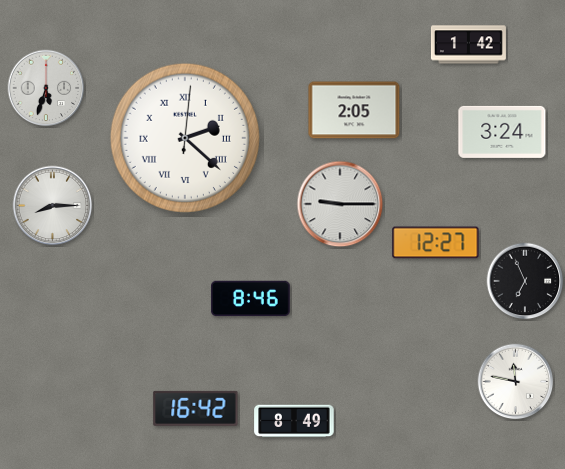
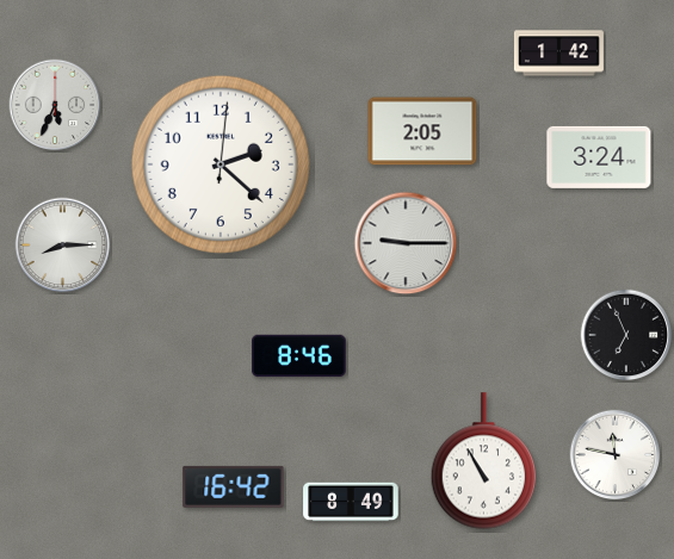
clock at (46, 88): 5:33 -> 5:34
clock at (185, 138) numerals: Roman -> Arabic
clock at (436, 243): 12:27 -> none
clock at (484, 461): none -> 10:55
